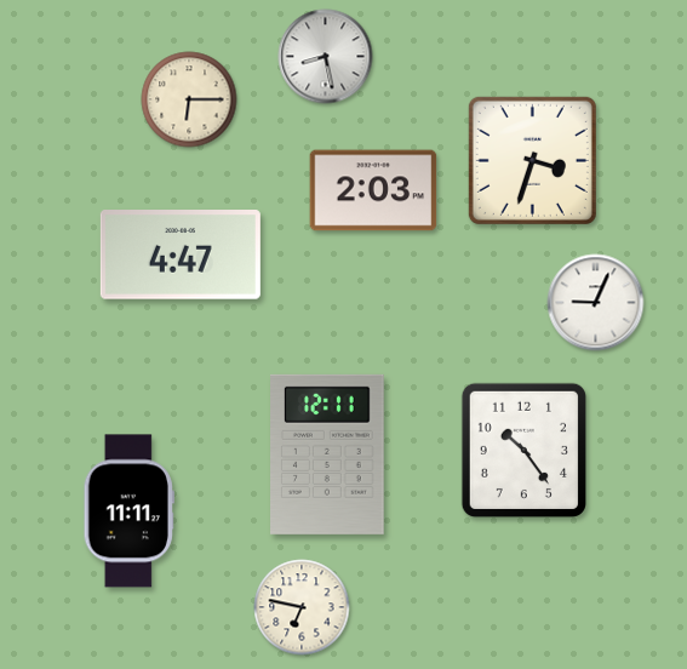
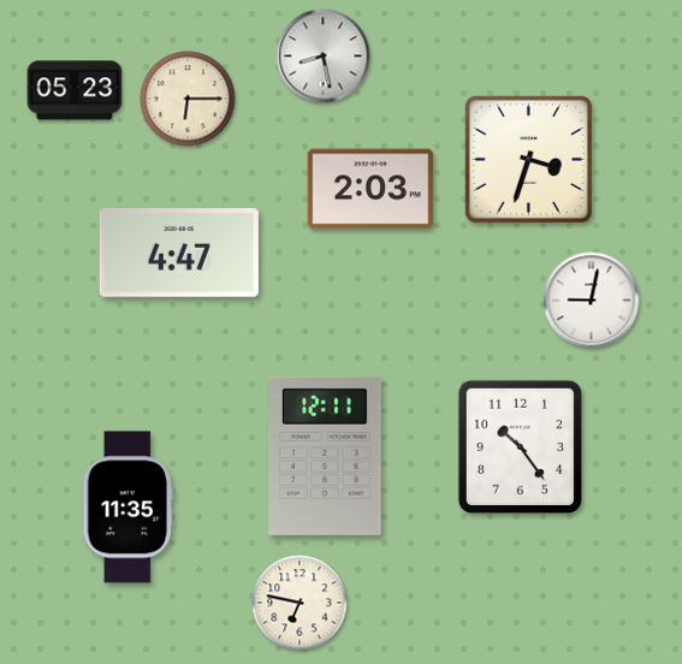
clock at (75, 90): none -> 05:23
clock at (596, 303): 9:04 -> 9:02
clock at (328, 454) position: (328, 454) -> (326, 456)
clock at (128, 511): 11:11 -> 11:35
